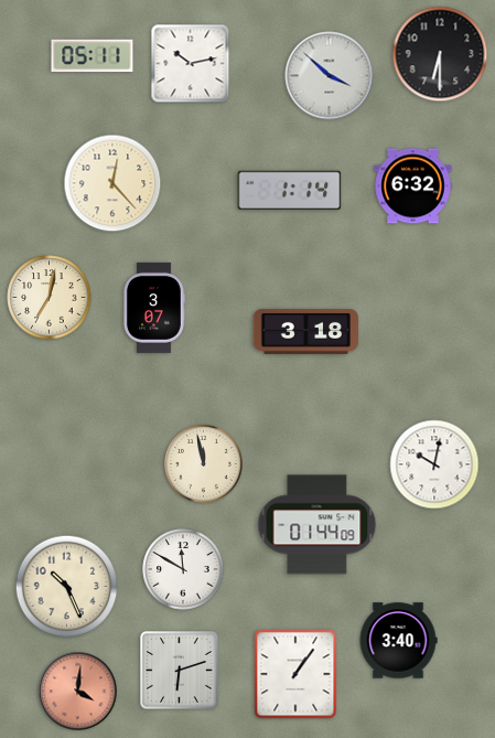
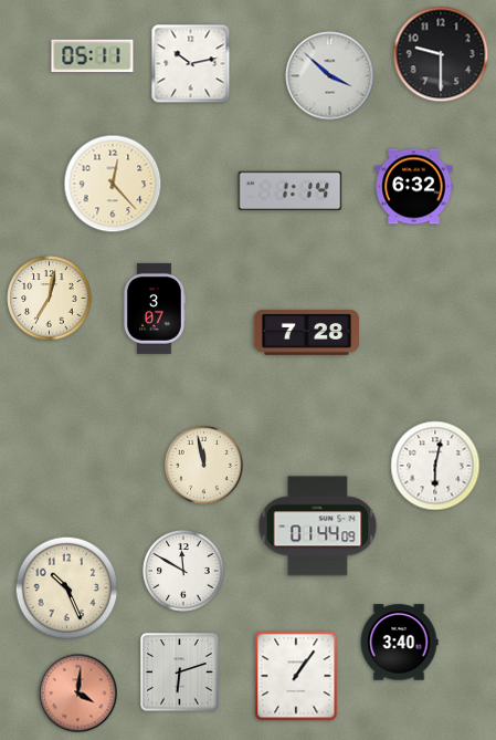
clock at (440, 54): 6:30 -> 9:30
clock at (306, 331): 3:18 -> 7:28
clock at (434, 464): 10:02 -> 6:02
